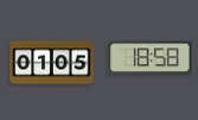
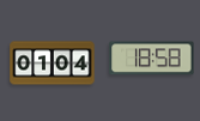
clock at (52, 63): 01:05 -> 01:04
